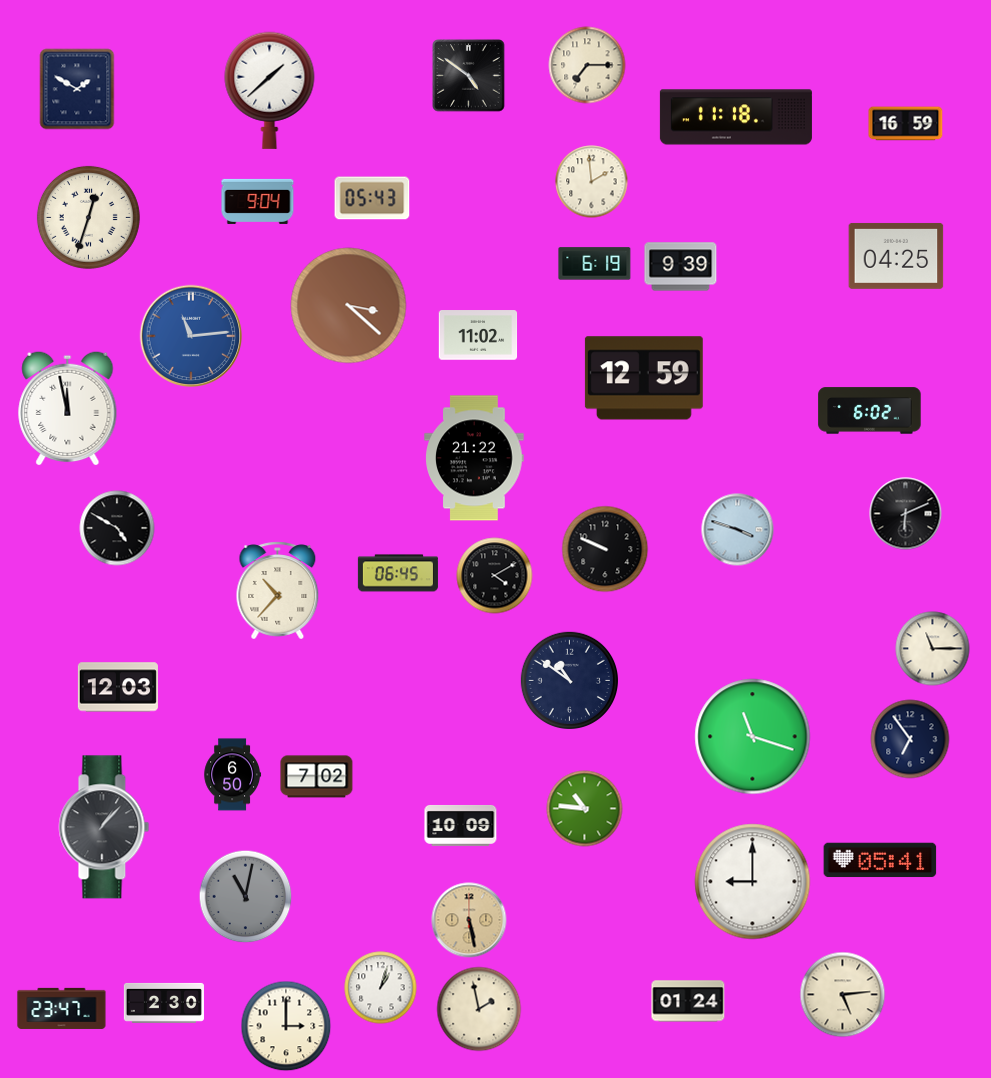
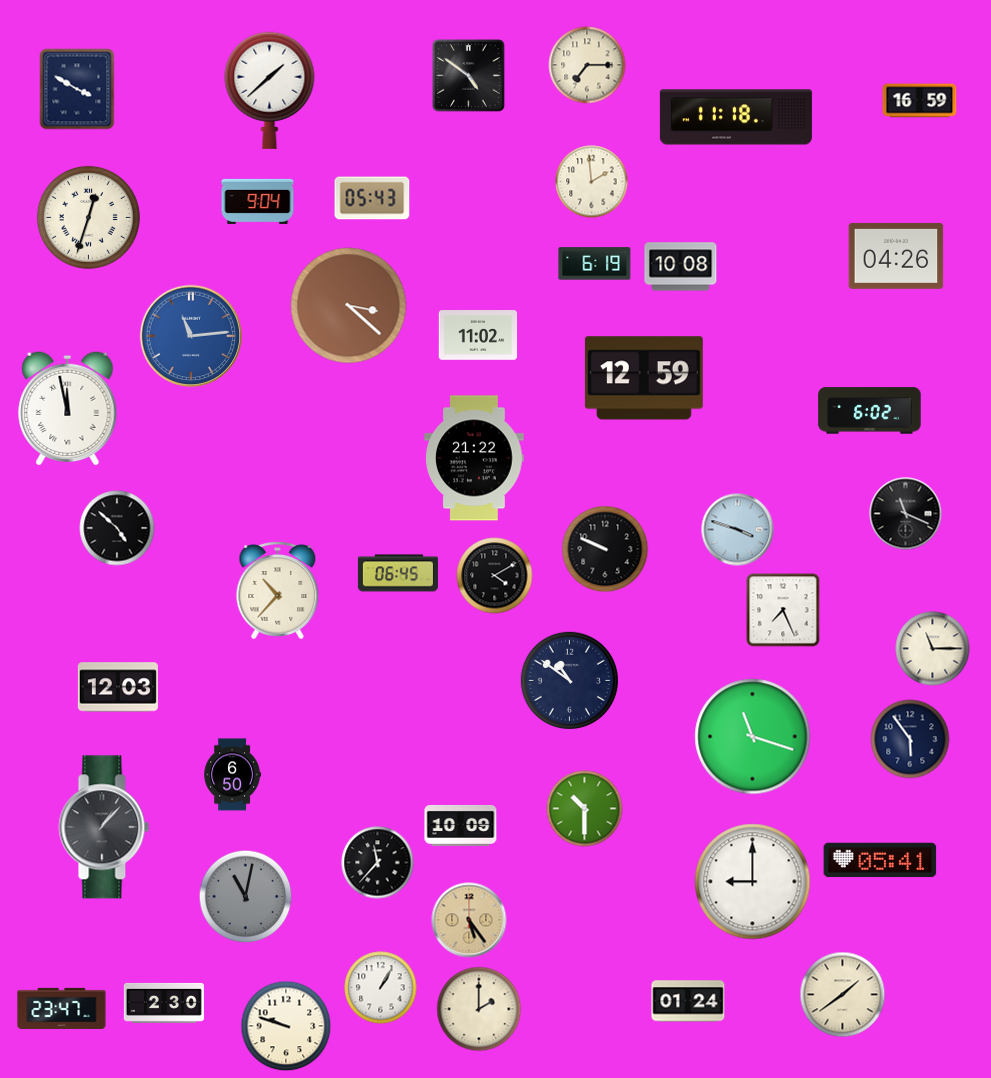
clock at (77, 89): 1:50 -> 3:50
clock at (906, 124) position: (906, 124) -> (920, 101)
clock at (896, 256): 04:25 -> 04:26
clock at (681, 267): 9:39 -> 10:08
clock at (906, 514): 6:11 -> 11:19
clock at (117, 528): 4:50 -> 4:52
clock at (783, 610): none -> 7:26
clock at (910, 739): 6:54 -> 5:54
clock at (317, 777): 7:02 -> none
clock at (585, 809): 10:46 -> 10:30
clock at (378, 863): none -> 11:37
clock at (469, 920): 5:28 -> 5:24
clock at (381, 988): 1:03 -> 1:05
clock at (843, 995): 5:14 -> 1:39
clock at (479, 1009): 1:58 -> 2:00
clock at (286, 1026): 3:00 -> 9:48
